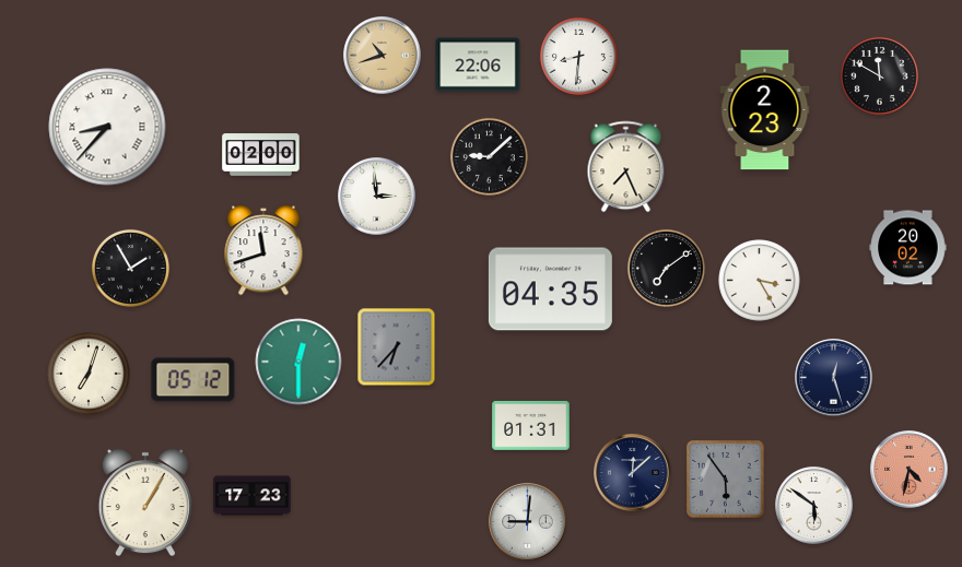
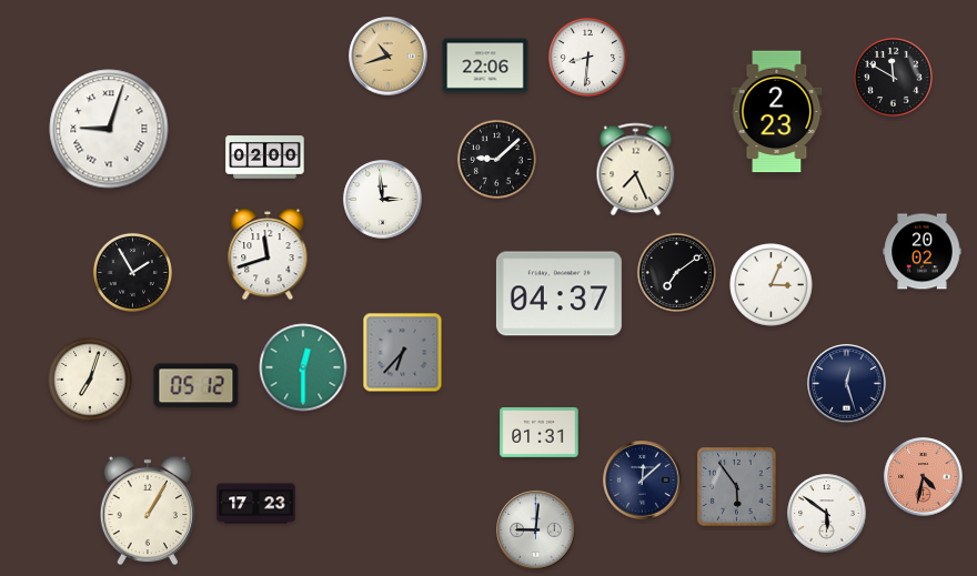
clock at (107, 127): 8:37 -> 9:03
clock at (760, 281): 3:25 -> 3:04
clock at (550, 290): 04:35 -> 04:37
